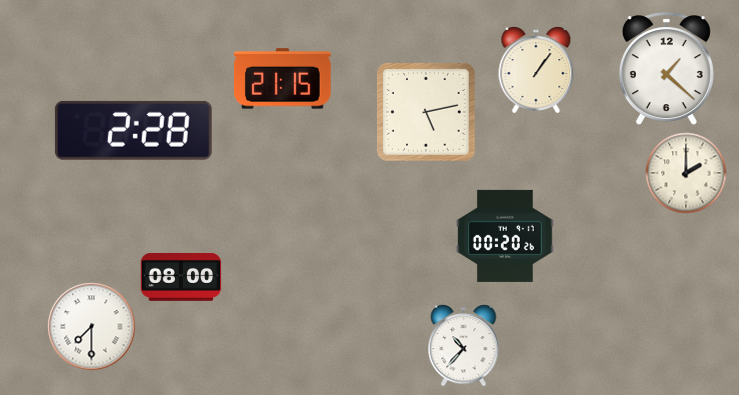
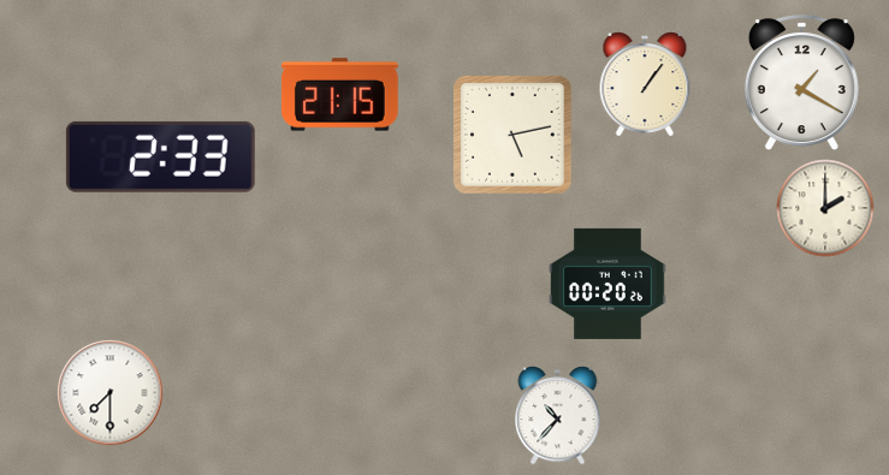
clock at (666, 69): 1:22 -> 1:20
clock at (133, 130): 2:28 -> 2:33
clock at (181, 277): 08:00 -> none
